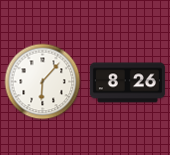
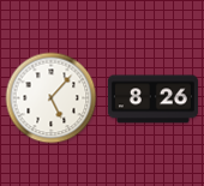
clock at (43, 82): 6:07 -> 5:07
